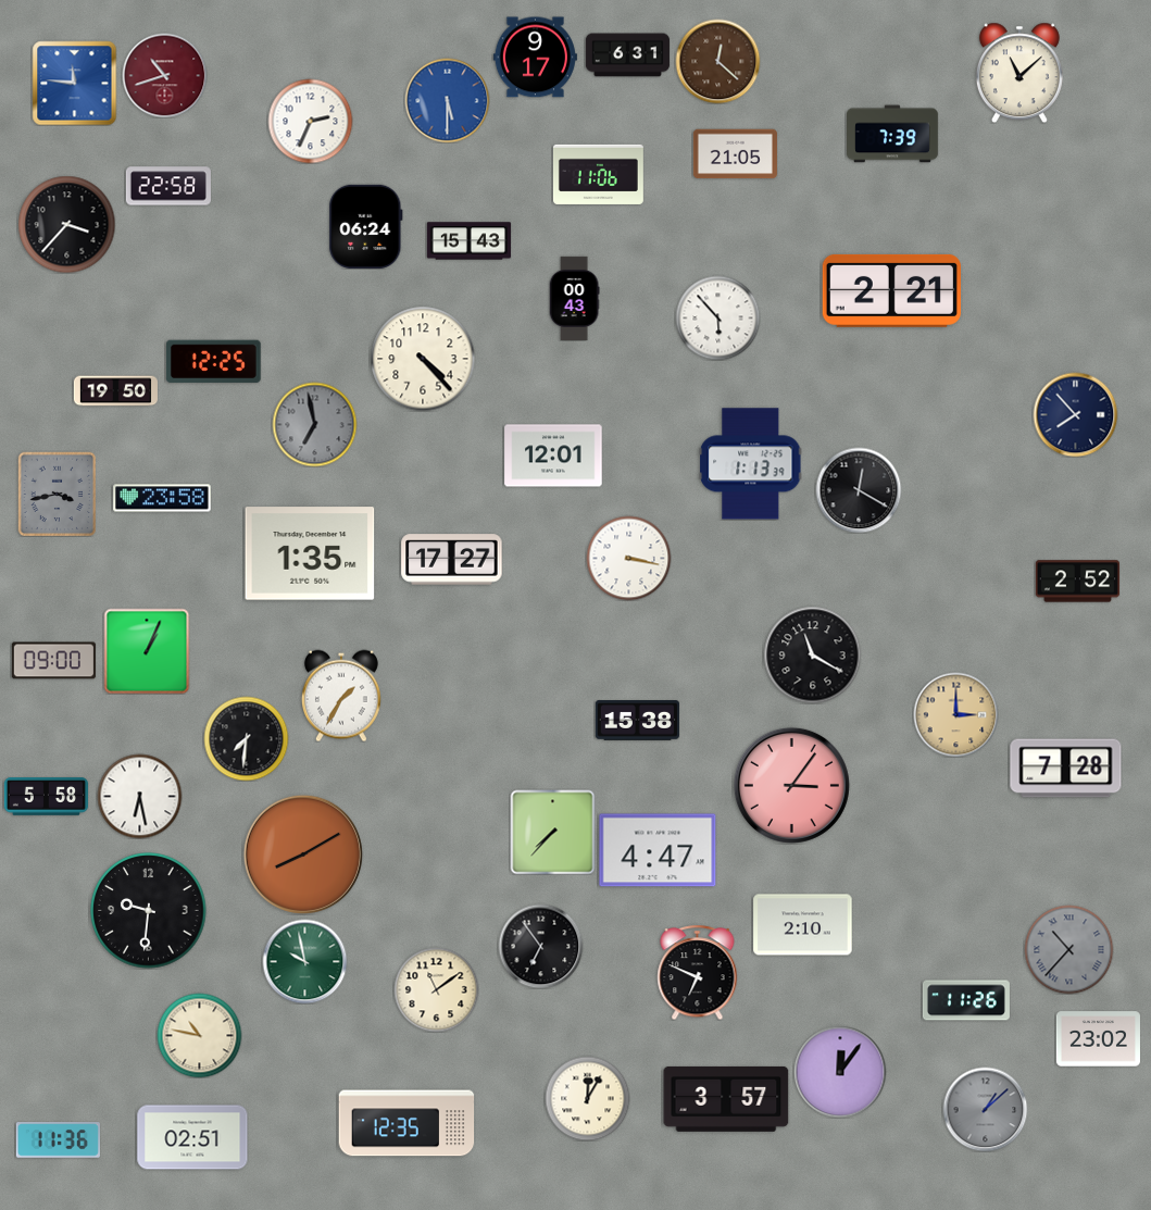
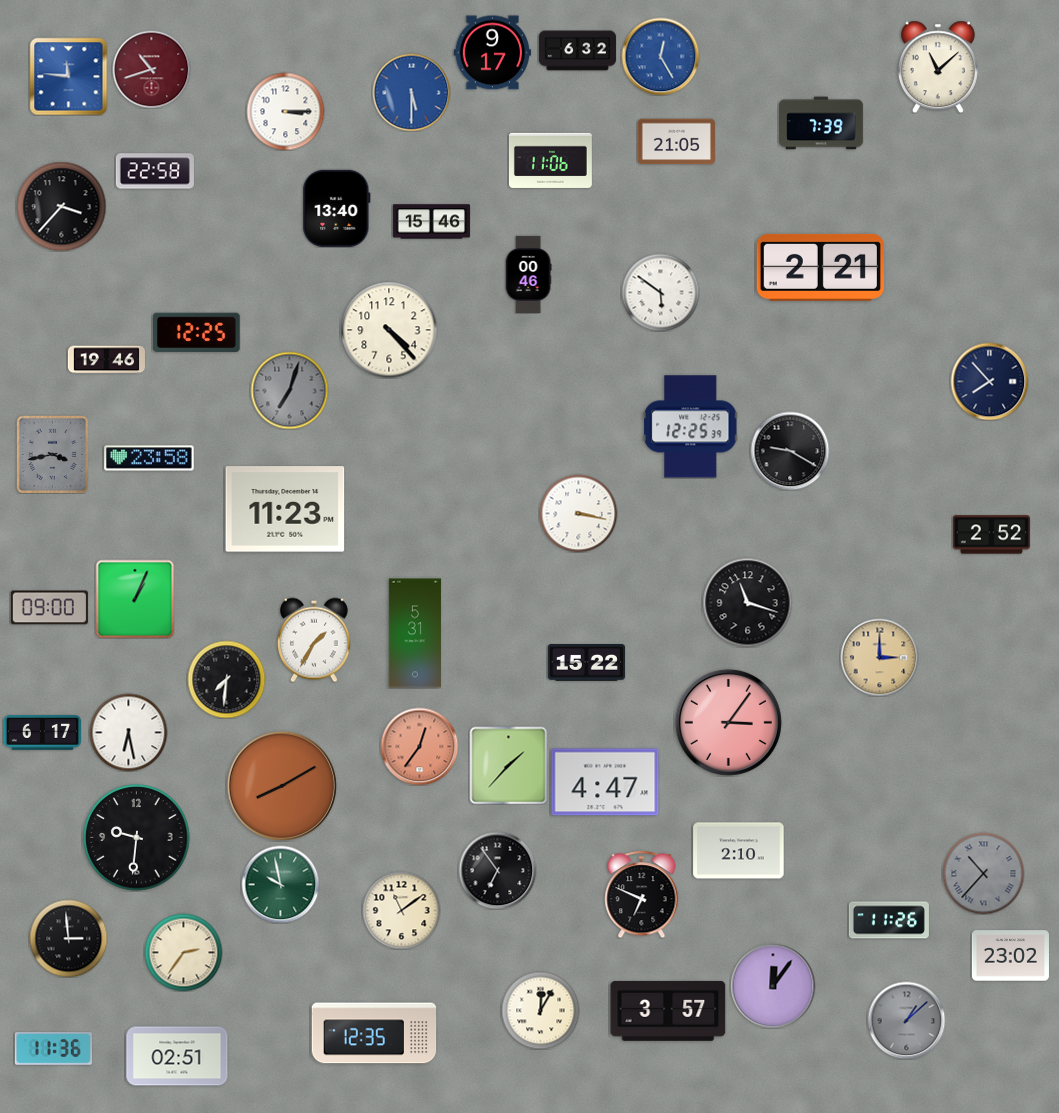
clock at (627, 55): 6:31 -> 6:32
clock at (717, 61): 12:22 -> 12:25
clock at (717, 61) dial: brown -> blue
clock at (310, 121): 2:34 -> 3:15
clock at (366, 226): 06:24 -> 13:40
clock at (468, 241): 15:43 -> 15:46
clock at (574, 298): 00:43 -> 00:46
clock at (717, 317): 5:53 -> 5:51
clock at (115, 391): 19:50 -> 19:46
clock at (314, 424): 6:58 -> 7:03
clock at (553, 456): 12:01 -> none
clock at (751, 464): 1:13 -> 12:25
clock at (859, 490): 12:20 -> 9:20
clock at (310, 553): 1:35 -> 11:23
clock at (452, 560): 17:27 -> none
clock at (812, 654): 11:20 -> 11:18
clock at (415, 633): none -> 5:31
clock at (637, 721): 15:38 -> 15:22
clock at (1066, 769): 7:28 -> none
clock at (46, 797): 5:58 -> 6:17
clock at (419, 746): none -> 12:36
clock at (552, 832): 7:37 -> 1:37
clock at (303, 855) position: (303, 855) -> (282, 786)
clock at (68, 938): none -> 2:59
clock at (199, 1035): 10:47 -> 2:36
clock at (192, 1137) position: (192, 1137) -> (177, 1056)
